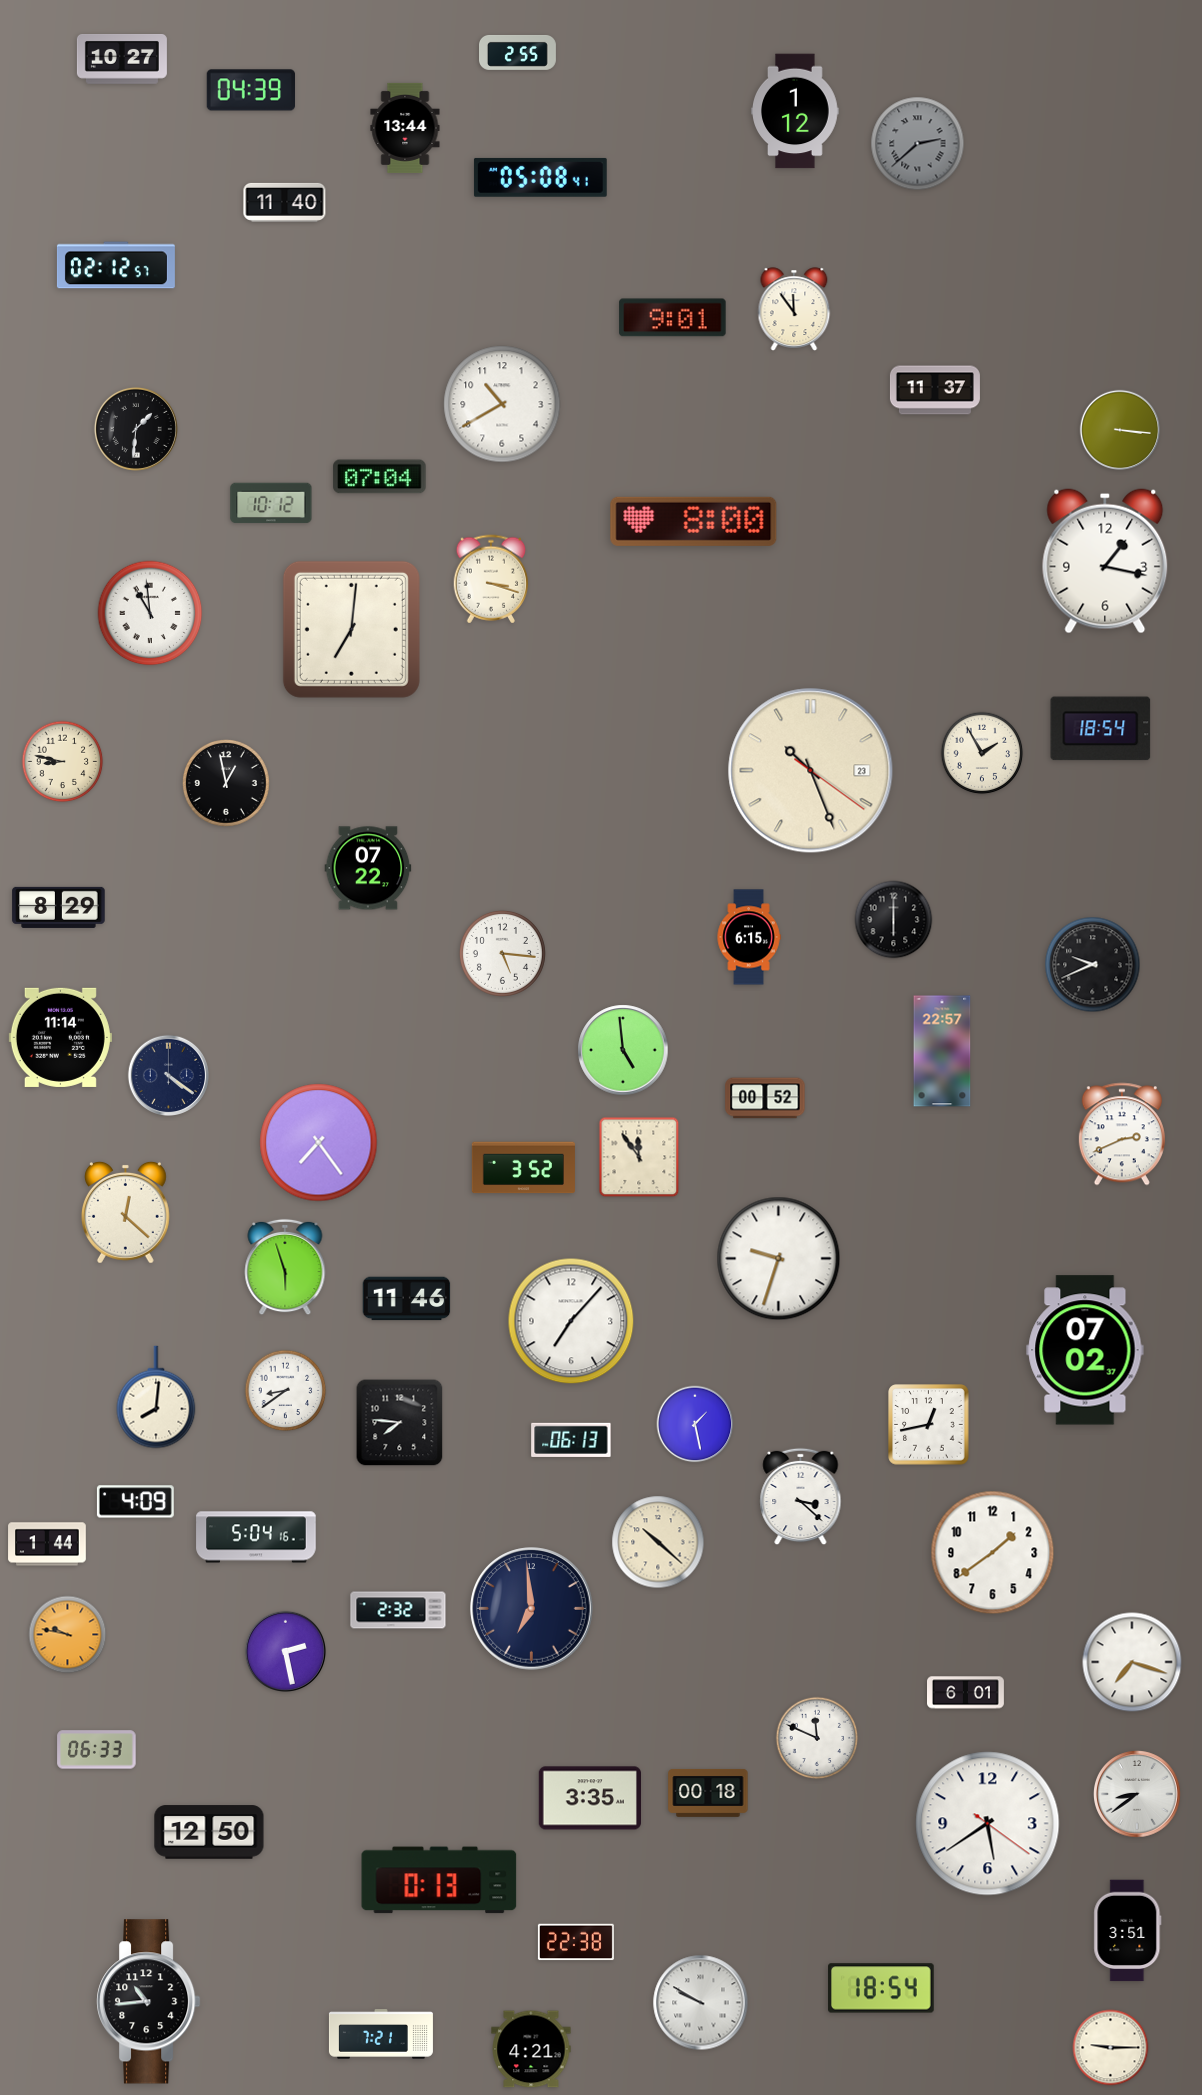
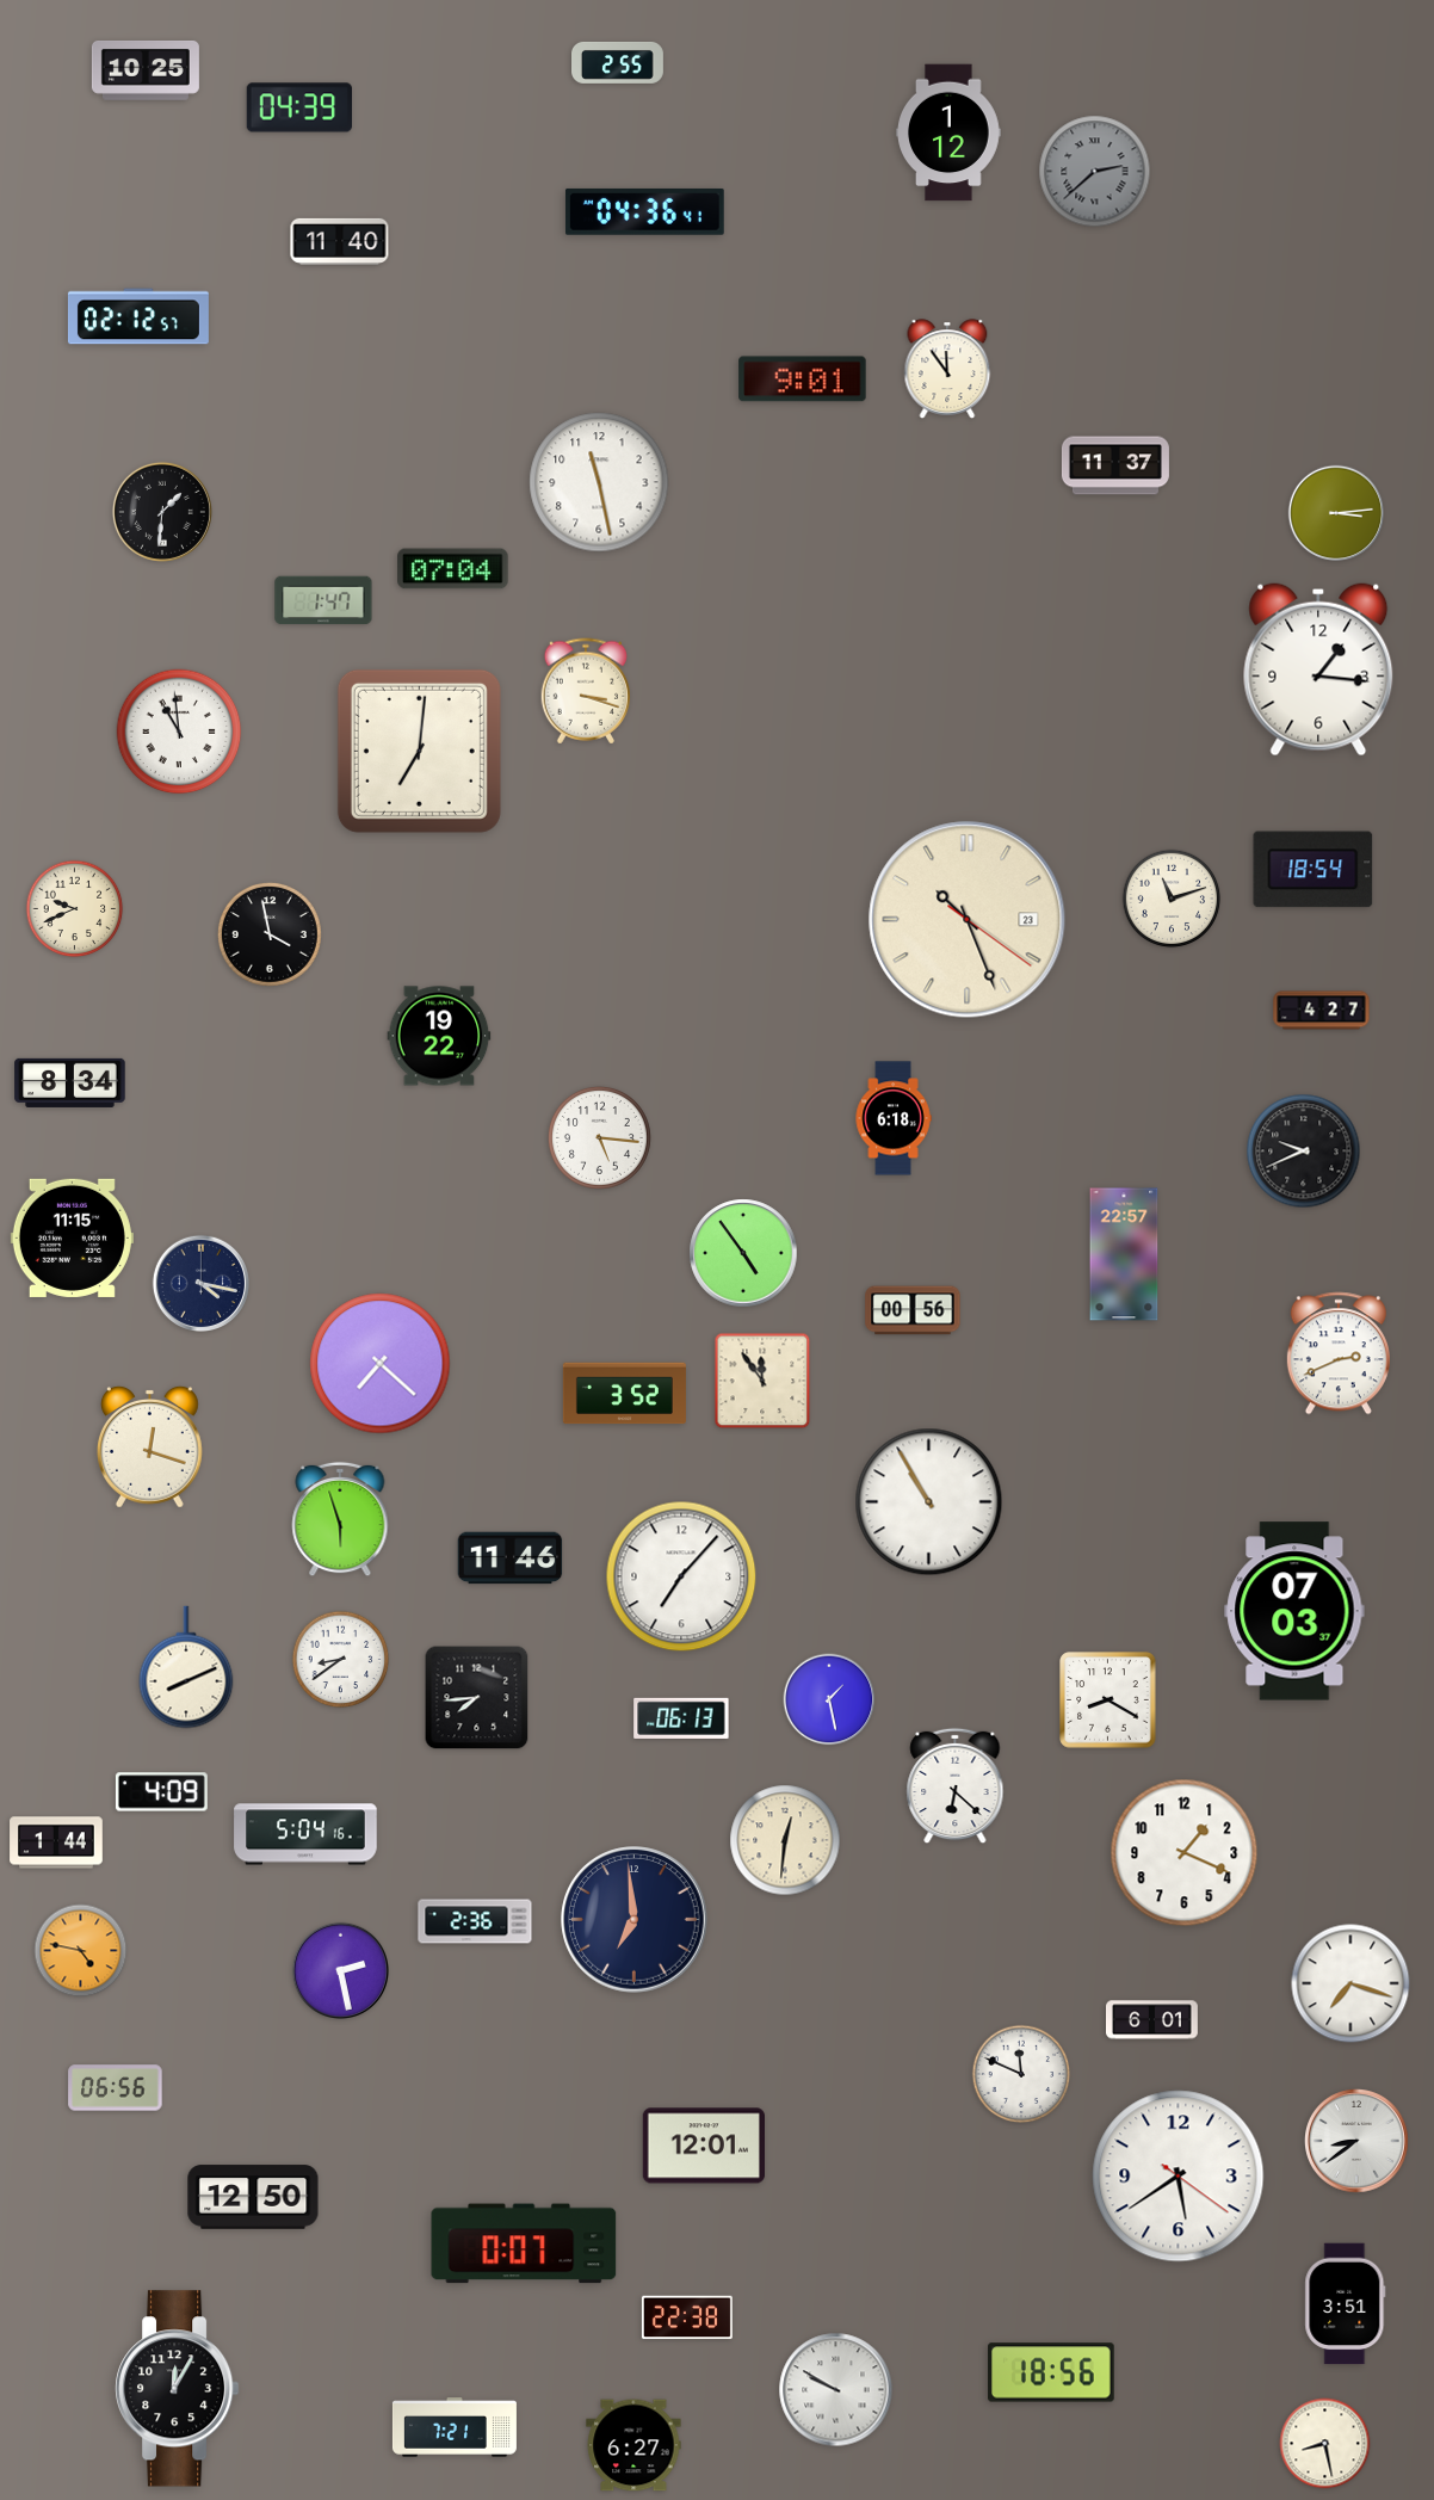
clock at (122, 60): 10:27 -> 10:25
clock at (405, 128): 13:44 -> none
clock at (540, 177): 05:08 -> 04:36
clock at (502, 404): 10:40 -> 11:28
clock at (1120, 430): 3:16 -> 3:14
clock at (271, 503): 10:12 -> 1:47
clock at (694, 521): 8:00 -> none
clock at (1105, 561): 1:17 -> 1:16
clock at (982, 753): 1:55 -> 11:12
clock at (63, 762): 8:47 -> 9:41
clock at (226, 783): 12:58 -> 3:58
clock at (1322, 1011): none -> 4:27
clock at (368, 868): 07:22 -> 19:22
clock at (59, 907): 8:29 -> 8:34
clock at (894, 920): 6:00 -> none
clock at (749, 937): 6:15 -> 6:18
clock at (60, 1037): 11:14 -> 11:15
clock at (623, 1050): 4:59 -> 4:54
clock at (168, 1075): 4:21 -> 4:17
clock at (765, 1098): 00:52 -> 00:56
clock at (319, 1143): 7:24 -> 7:22
clock at (125, 1212): 12:22 -> 12:18
clock at (779, 1259): 9:33 -> 10:55
clock at (285, 1267) position: (285, 1267) -> (340, 1519)
clock at (407, 1299) position: (407, 1299) -> (511, 1558)
clock at (1085, 1350): 07:02 -> 07:03
clock at (156, 1397): 8:01 -> 8:11
clock at (400, 1423): 7:46 -> 7:44
clock at (929, 1425): 12:43 -> 8:20
clock at (801, 1497): 3:22 -> 6:22
clock at (658, 1542): 10:22 -> 12:31
clock at (993, 1553): 1:39 -> 1:19
clock at (398, 1610): 2:32 -> 2:36
clock at (68, 1635): 9:47 -> 4:47
clock at (817, 1738) position: (817, 1738) -> (1021, 2074)
clock at (97, 1750): 06:33 -> 06:56
clock at (708, 1793): 00:18 -> none
clock at (589, 1798): 3:35 -> 12:01
clock at (209, 1832) position: (209, 1832) -> (253, 2197)
clock at (439, 1880): 0:13 -> 0:07
clock at (881, 1988): 18:54 -> 18:56
clock at (149, 2002): 10:44 -> 12:05
clock at (1111, 2048): 9:15 -> 8:28
clock at (531, 2049): 4:21 -> 6:27
